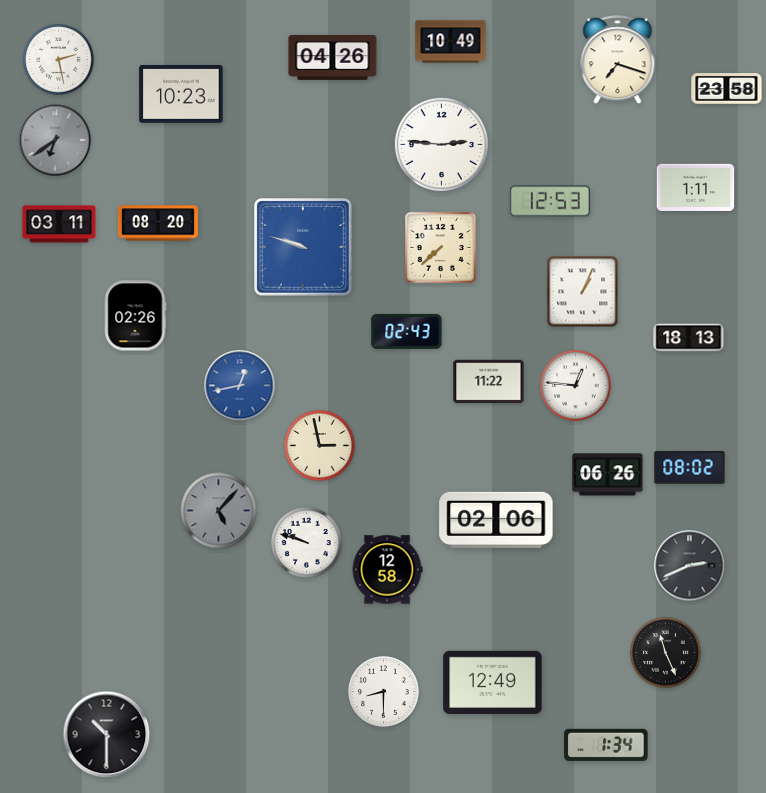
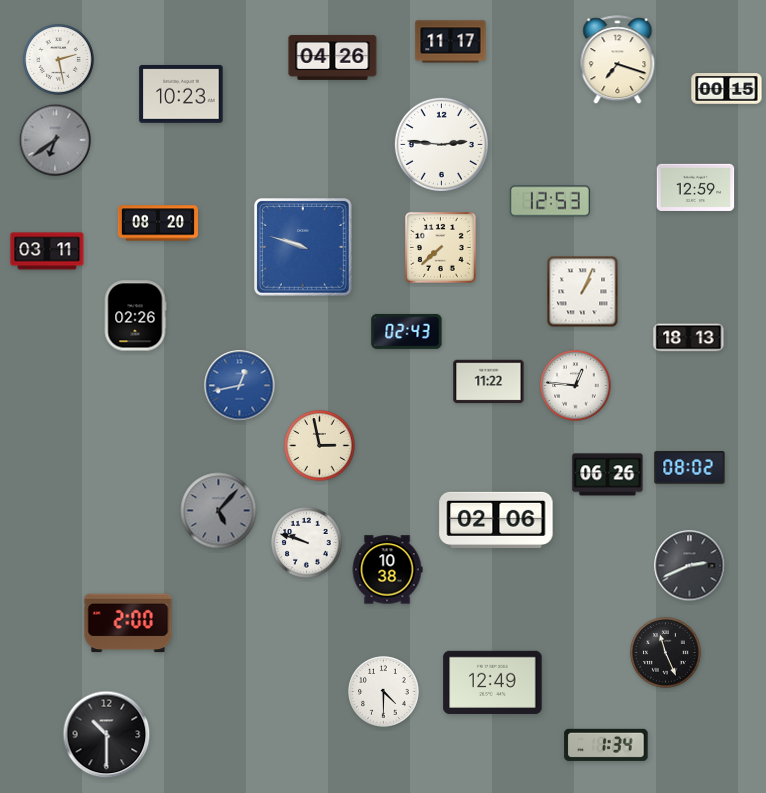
clock at (451, 42): 10:49 -> 11:17
clock at (727, 89): 23:58 -> 00:15
clock at (696, 187): 1:11 -> 12:59
clock at (59, 224) position: (59, 224) -> (47, 251)
clock at (387, 570): 12:58 -> 10:38
clock at (128, 623): none -> 2:00
clock at (384, 692): 8:30 -> 4:30
